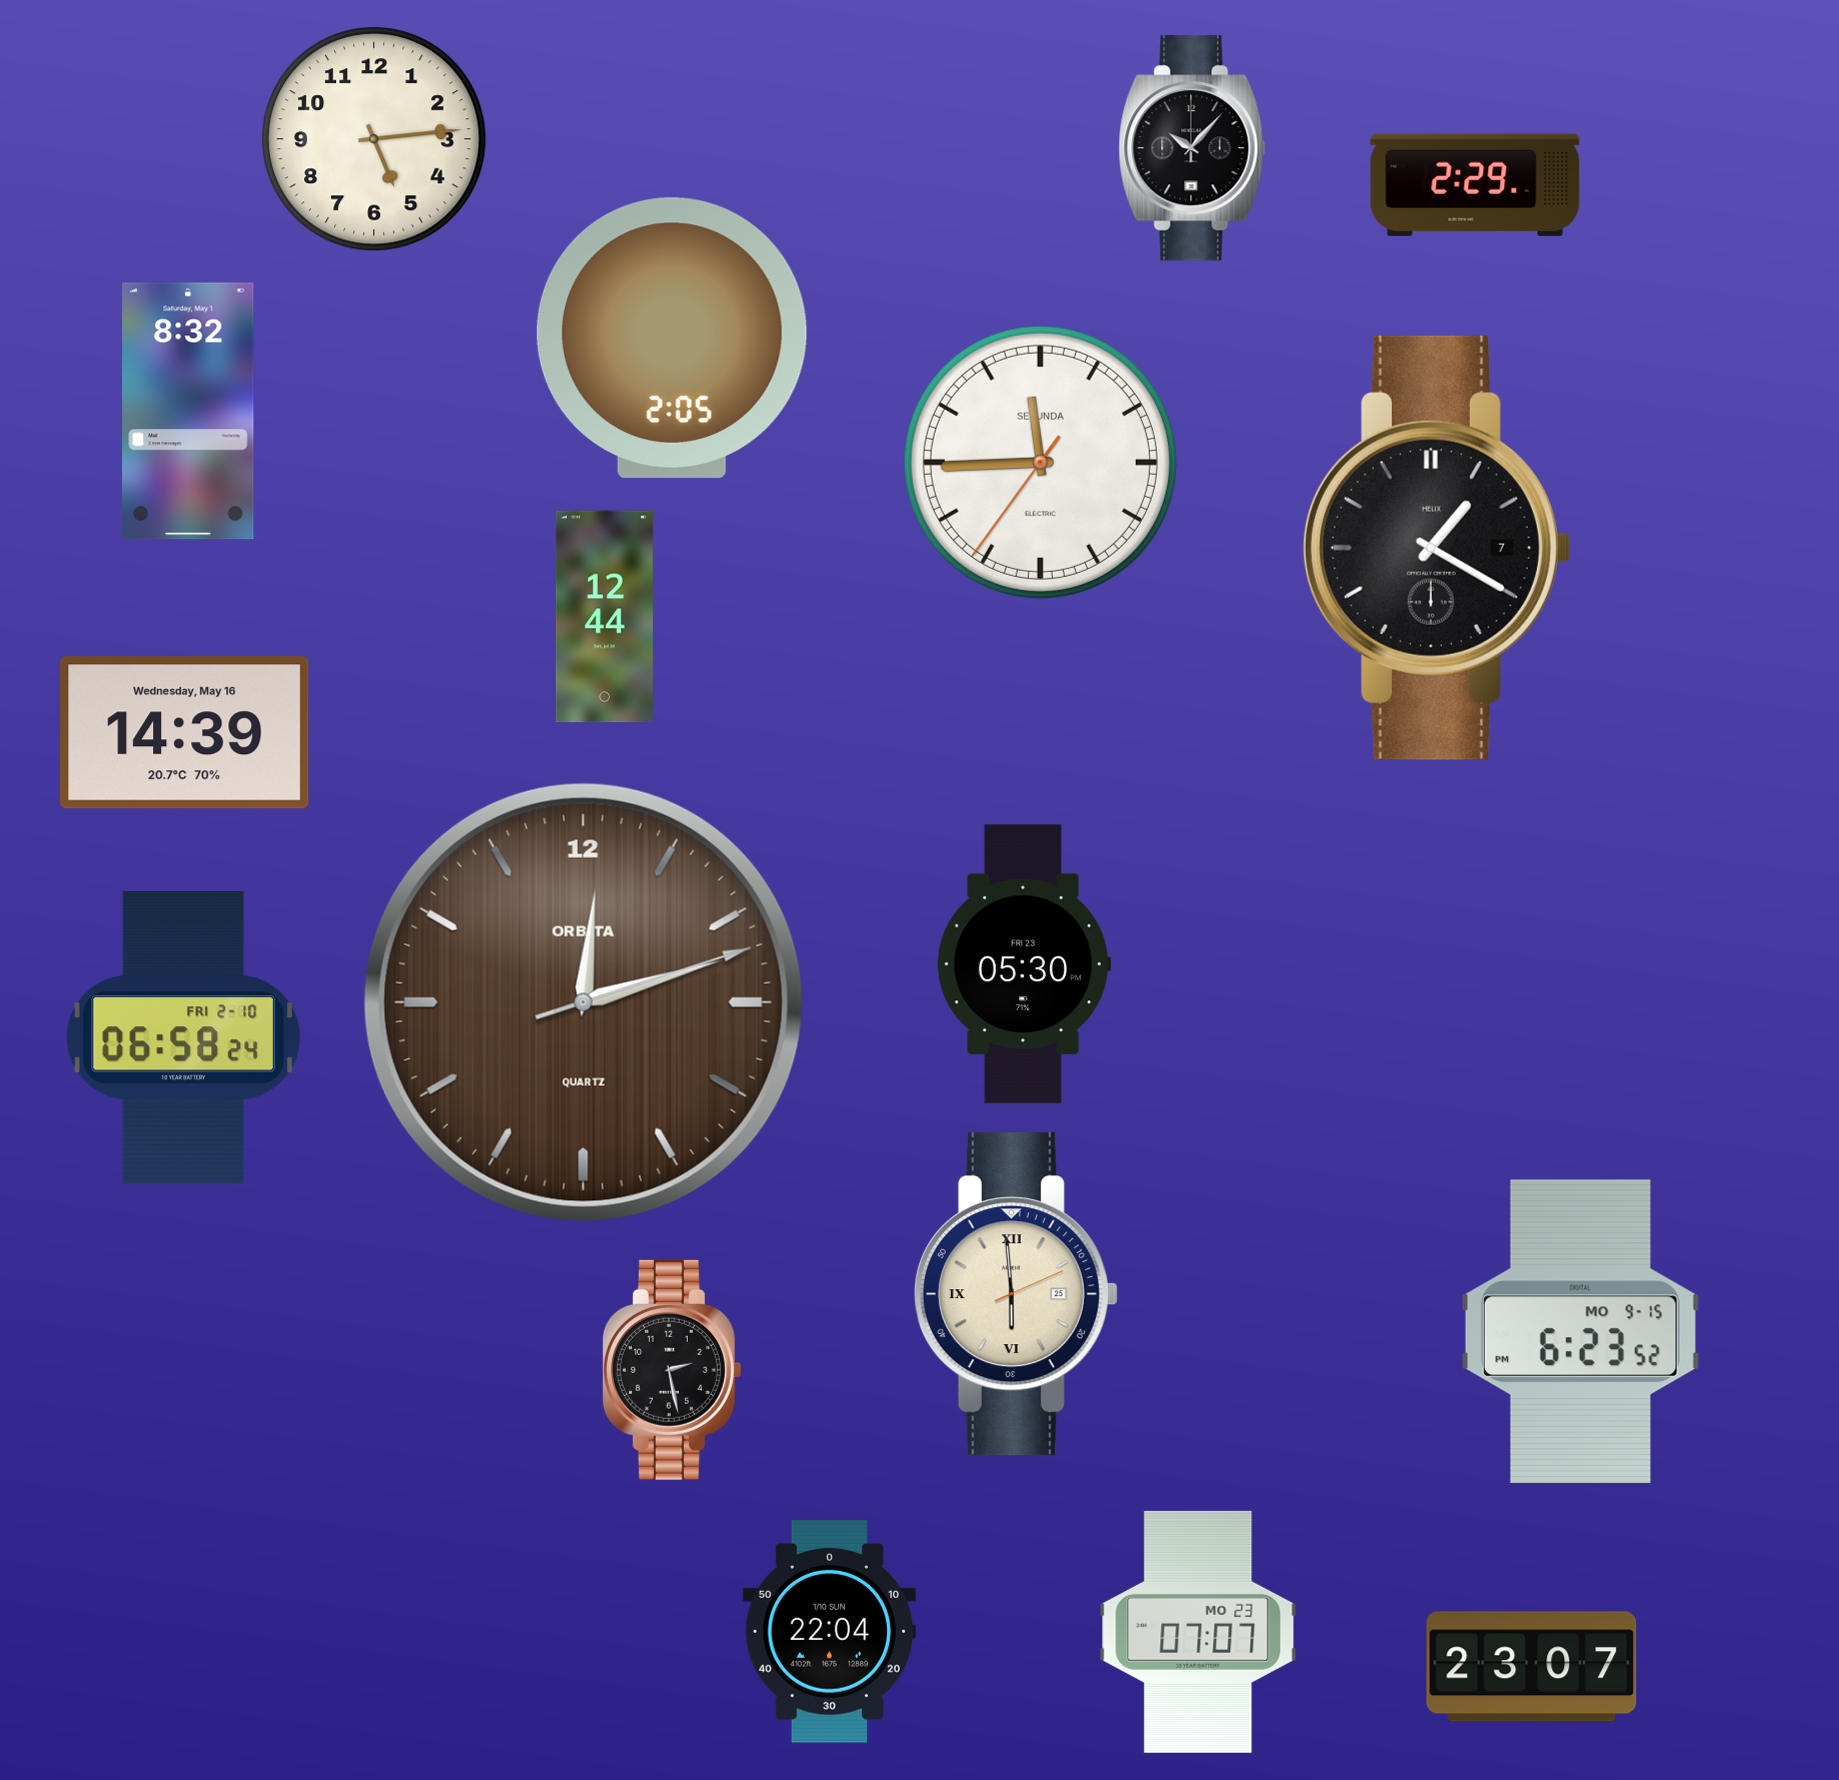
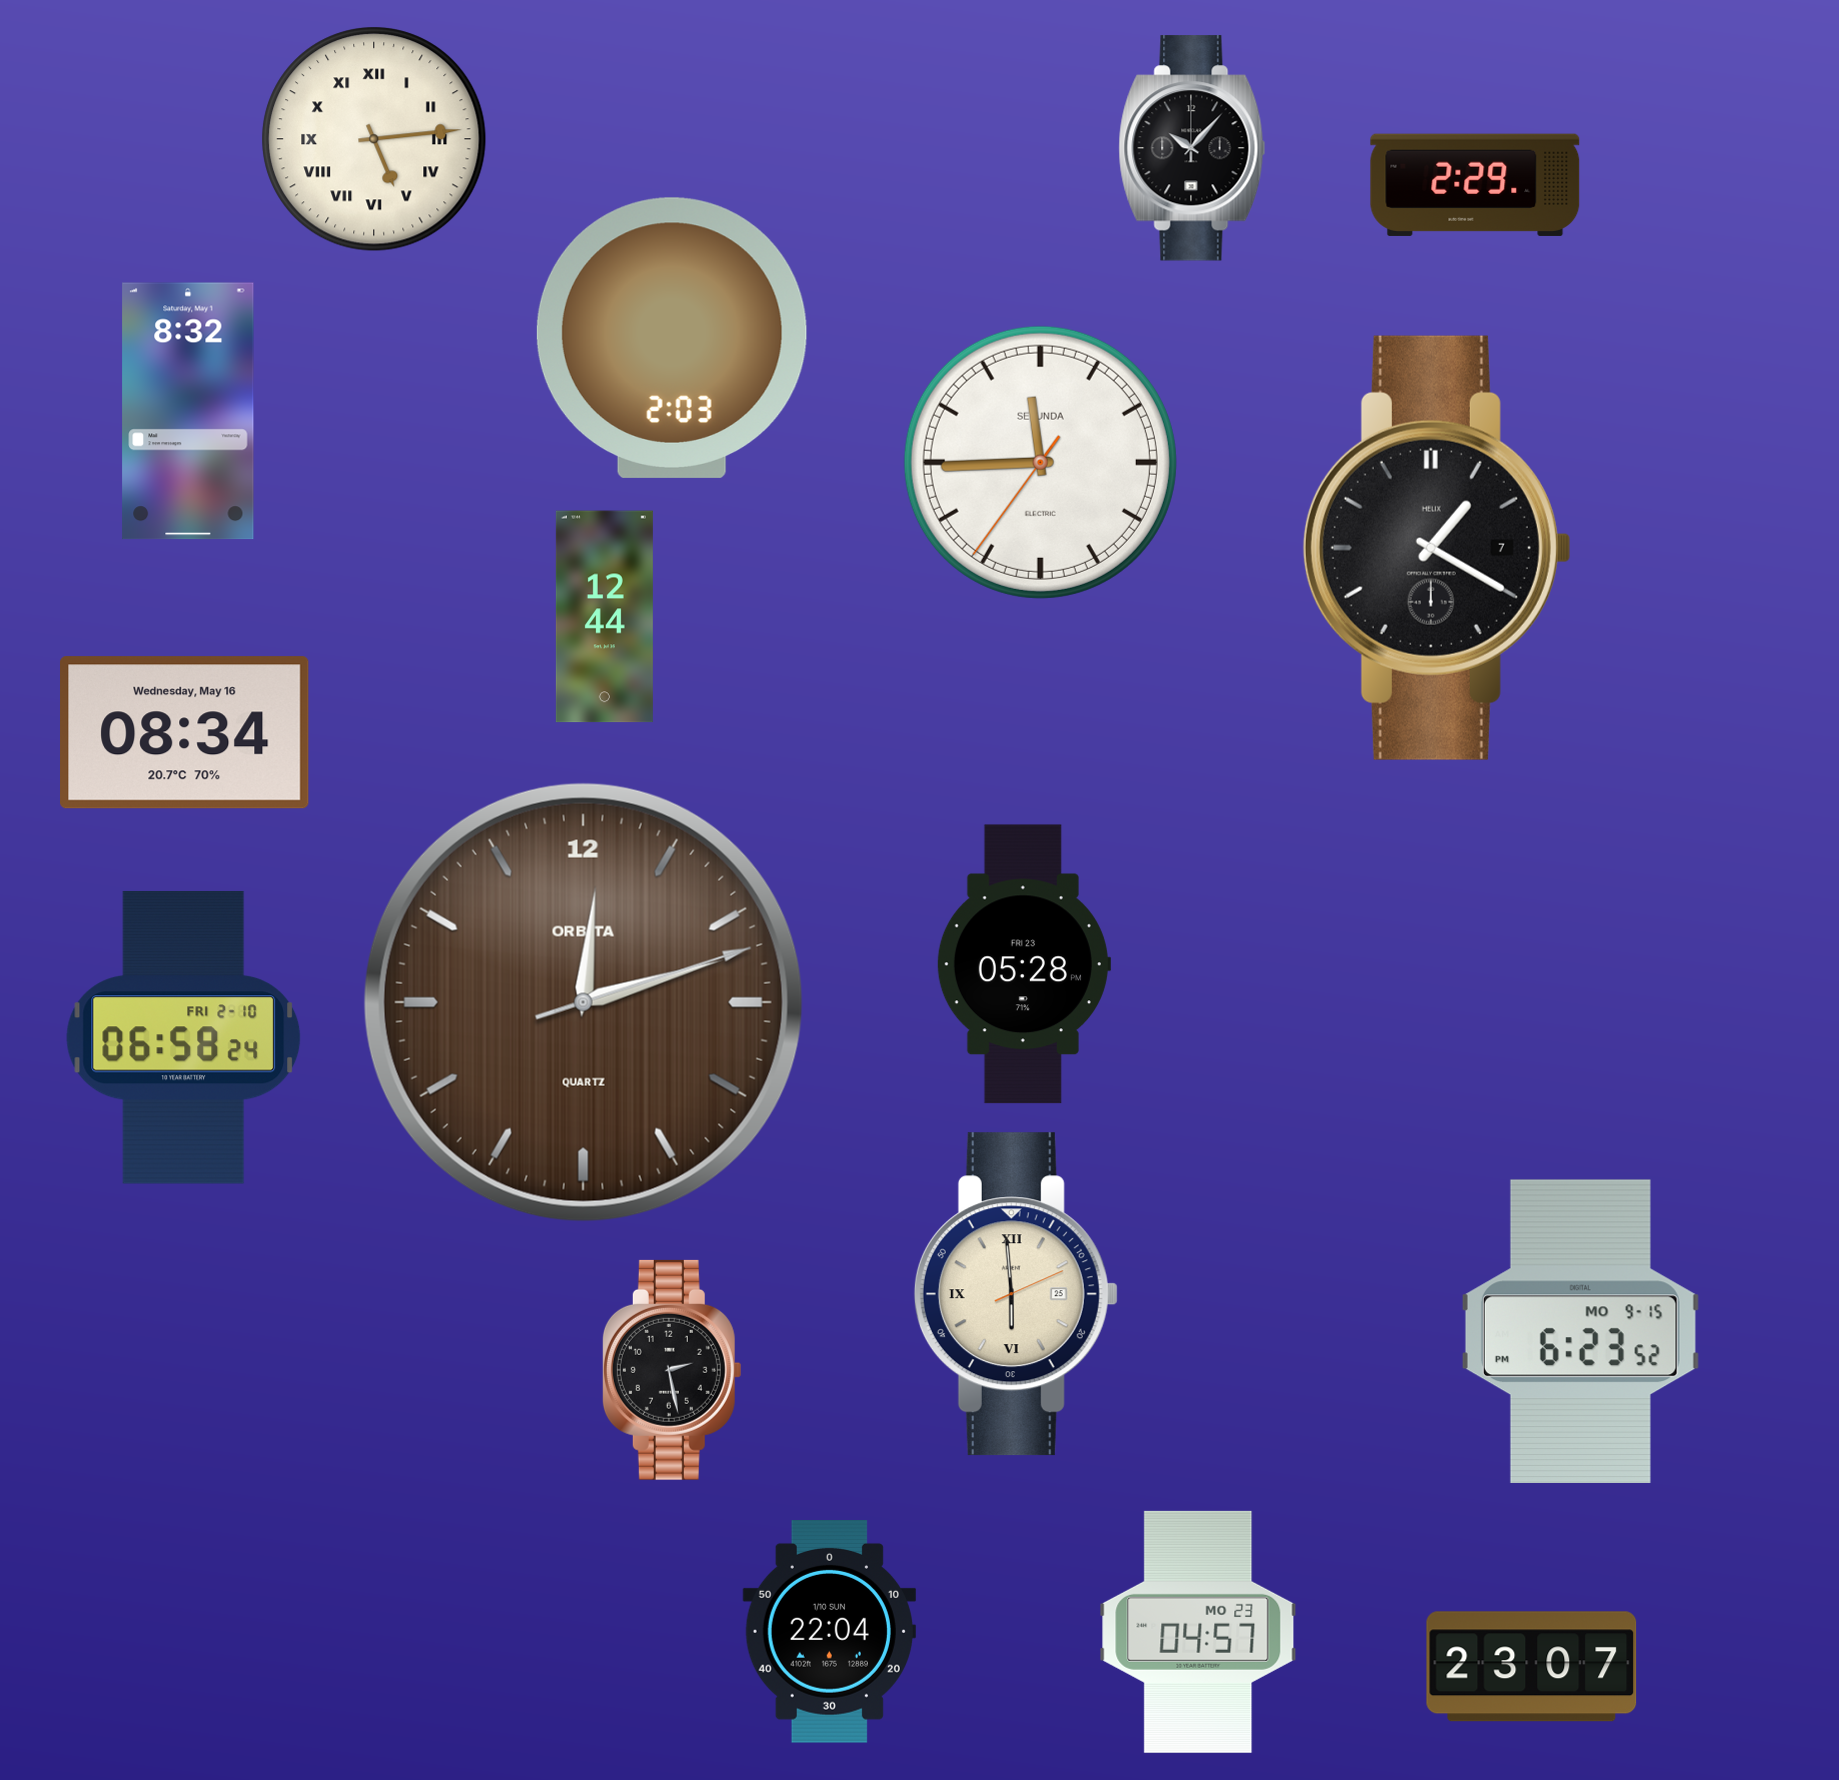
clock at (374, 139) numerals: Arabic -> Roman
clock at (672, 338): 2:05 -> 2:03
clock at (185, 733): 14:39 -> 08:34
clock at (1023, 964): 05:30 -> 05:28
clock at (1198, 1632): 07:07 -> 04:57
